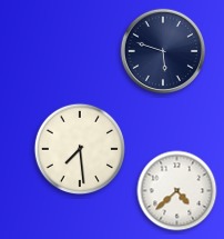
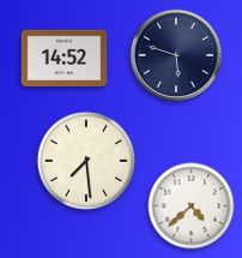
clock at (65, 59): none -> 14:52
